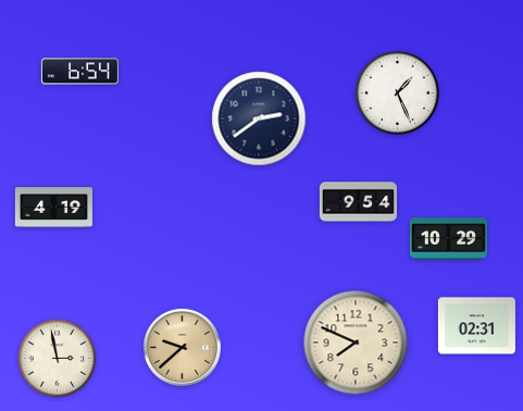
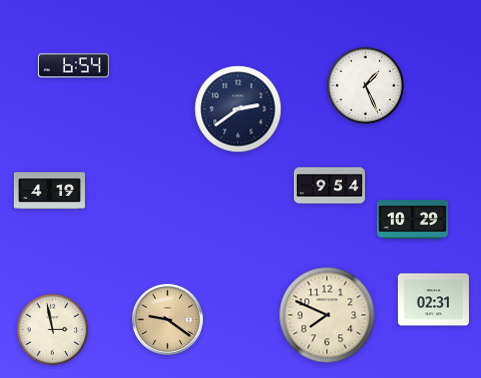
clock at (476, 326) position: (476, 326) -> (433, 300)
clock at (182, 347): 9:38 -> 9:21
